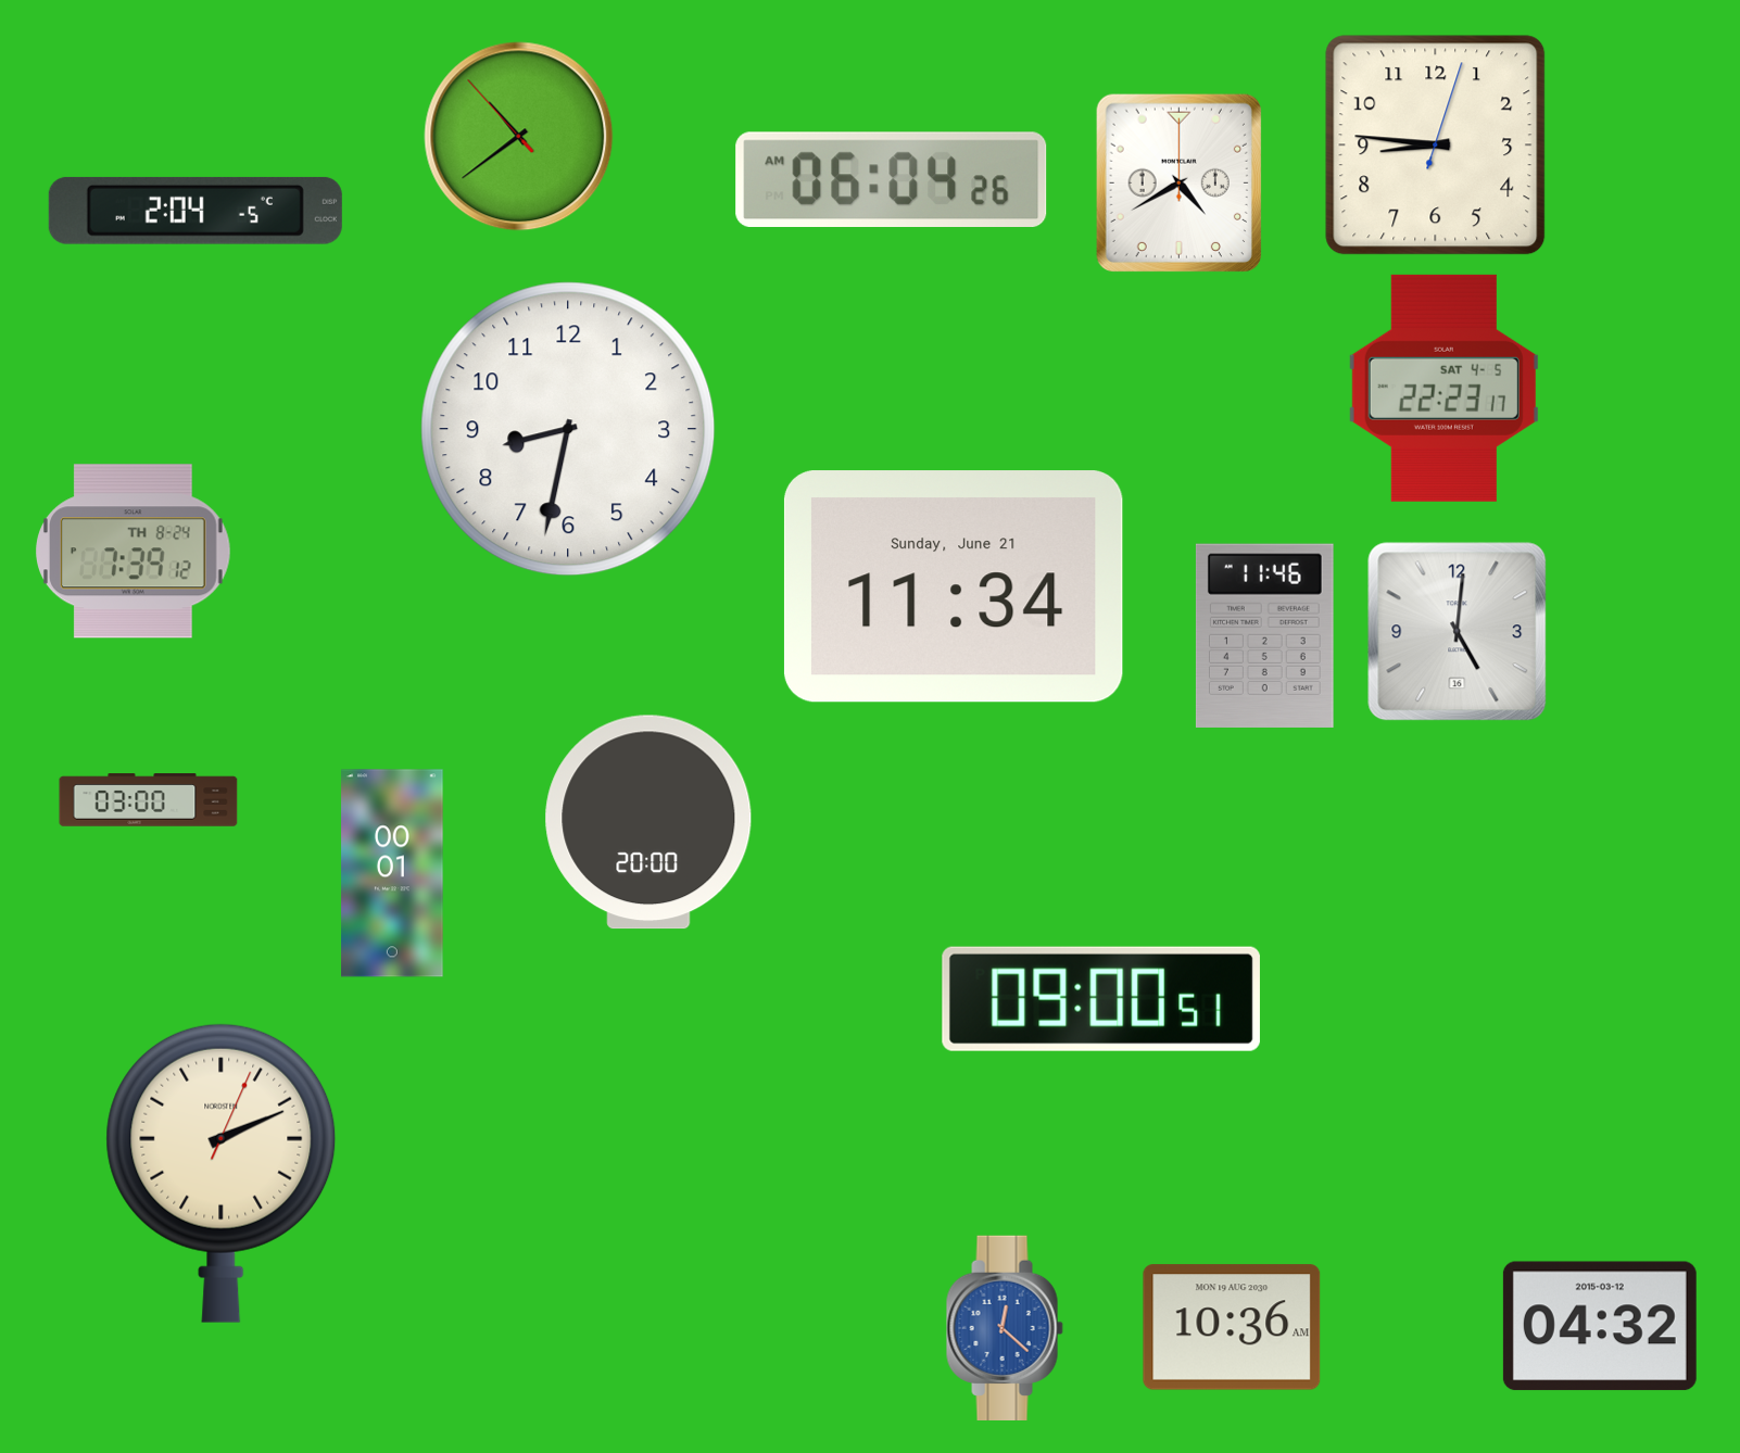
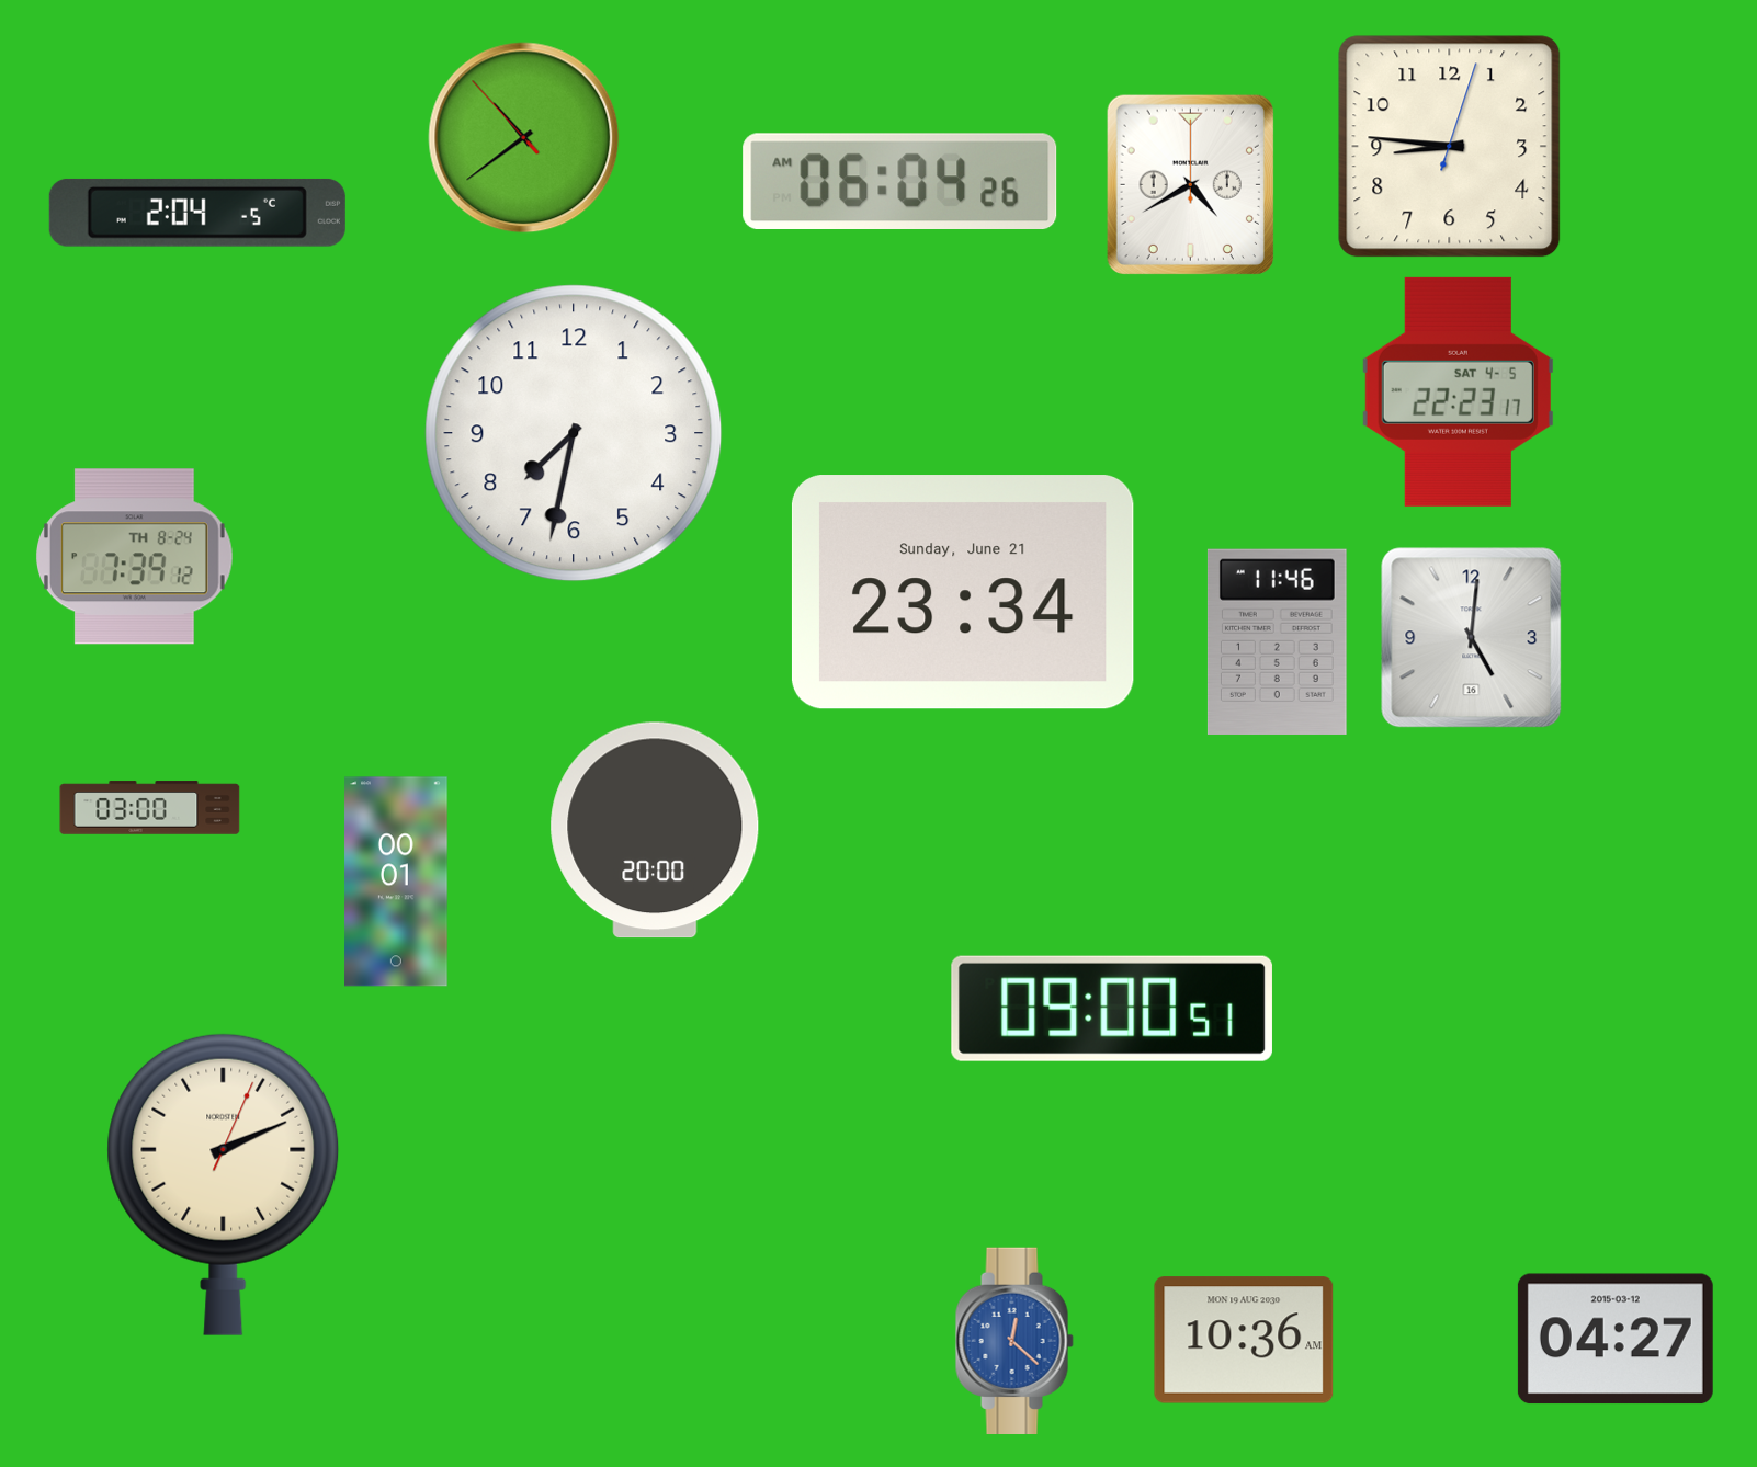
clock at (568, 429): 8:32 -> 7:32
clock at (954, 586): 11:34 -> 23:34
clock at (1600, 1326): 04:32 -> 04:27
